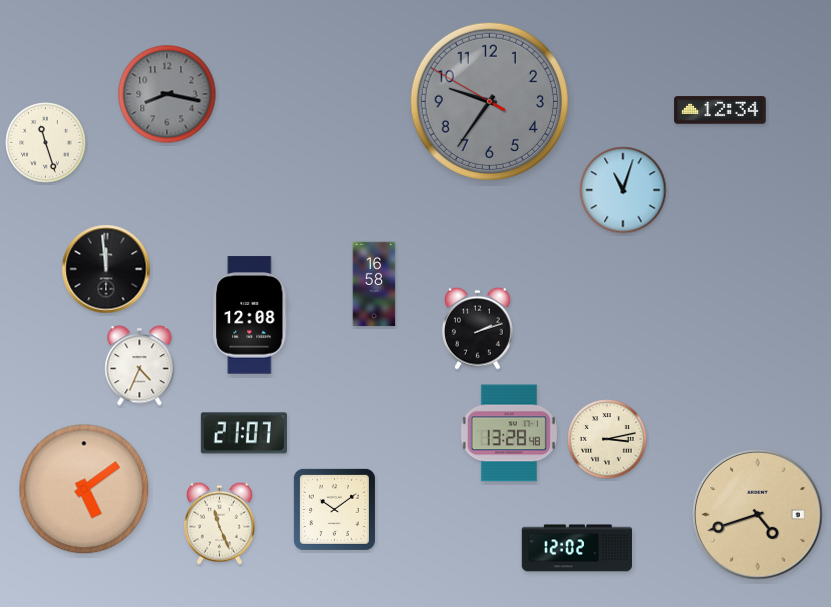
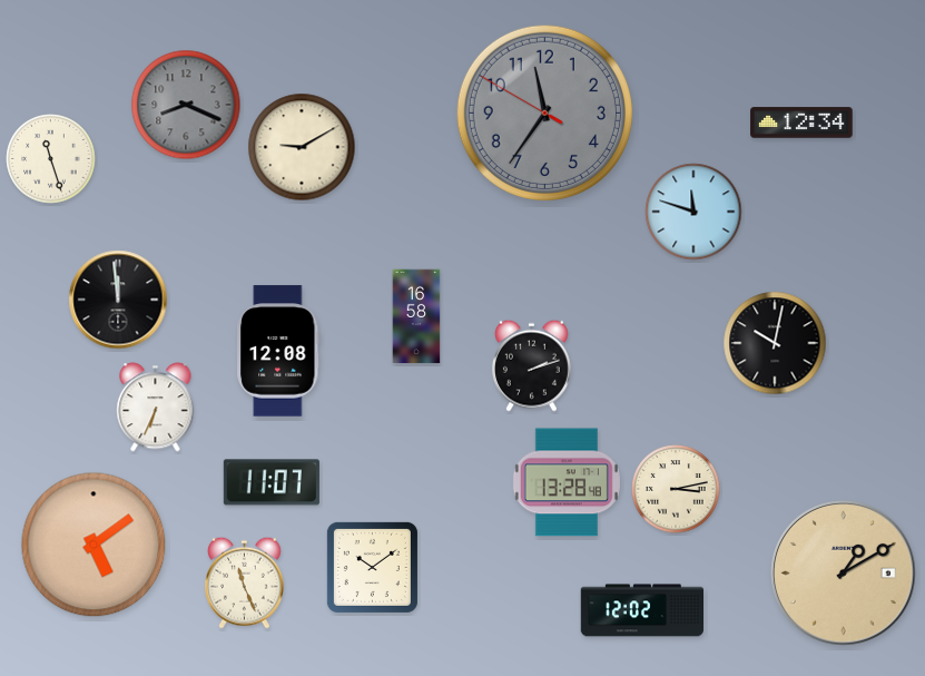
clock at (167, 94): 8:17 -> 8:19
clock at (489, 101): 9:35 -> 11:35
clock at (302, 147): none -> 9:10
clock at (623, 190): 11:03 -> 11:48
clock at (775, 343): none -> 10:02
clock at (140, 366): 4:34 -> 6:34
clock at (244, 433): 21:07 -> 11:07
clock at (758, 515): 4:42 -> 1:10
